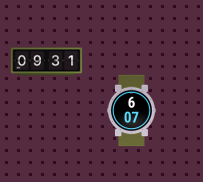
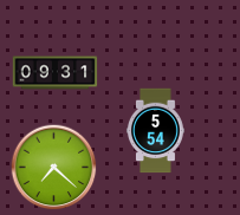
clock at (132, 111): 6:07 -> 5:54
clock at (54, 168): none -> 7:22
